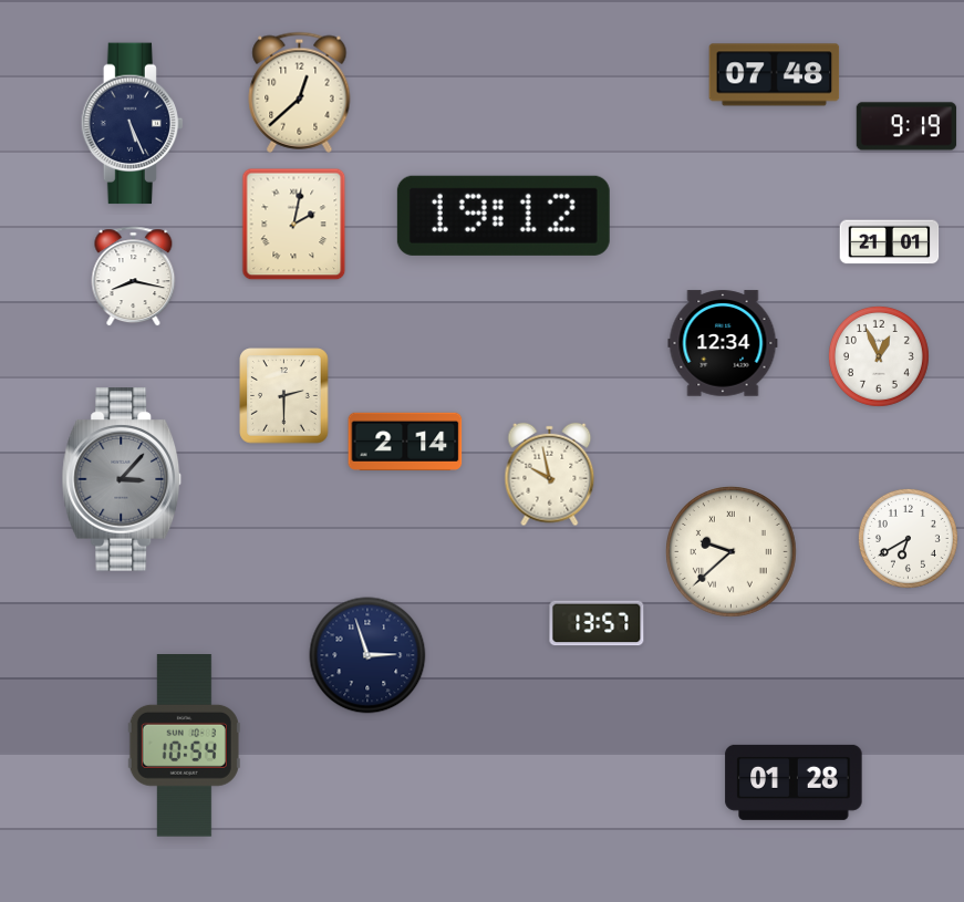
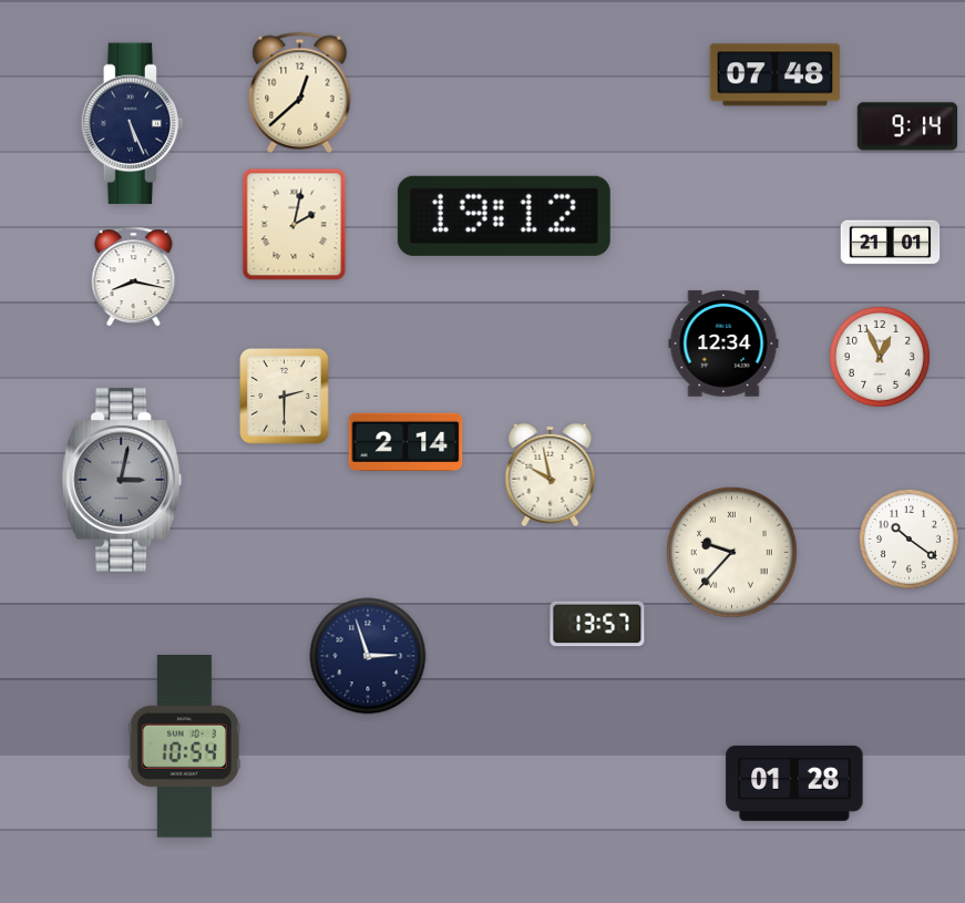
clock at (906, 126): 9:19 -> 9:14
clock at (122, 479): 3:07 -> 3:02
clock at (908, 538): 6:40 -> 10:21
clock at (732, 552): 9:38 -> 9:37
